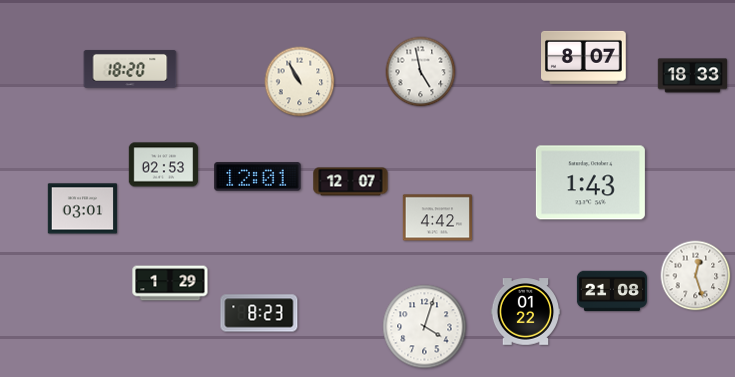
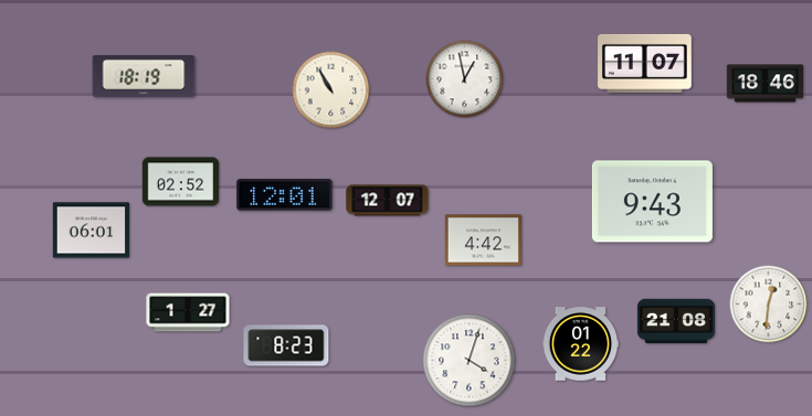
clock at (584, 57): 8:07 -> 11:07
clock at (130, 69): 18:20 -> 18:19
clock at (421, 72): 4:58 -> 12:58
clock at (693, 76): 18:33 -> 18:46
clock at (164, 165): 02:53 -> 02:52
clock at (590, 183): 1:43 -> 9:43
clock at (83, 209): 03:01 -> 06:01
clock at (696, 276): 12:27 -> 12:31
clock at (170, 283): 1:29 -> 1:27
